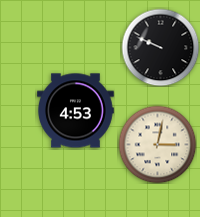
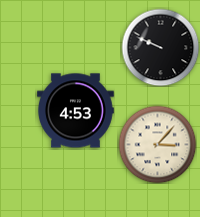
clock at (157, 144): 3:02 -> 3:07
